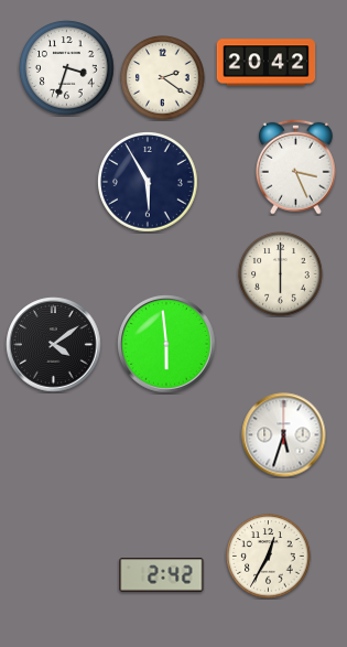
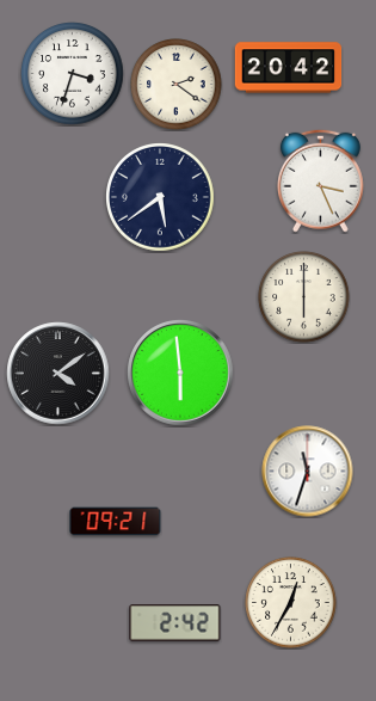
clock at (148, 182): 5:55 -> 5:39
clock at (284, 435): 5:33 -> 11:33
clock at (116, 522): none -> 09:21
